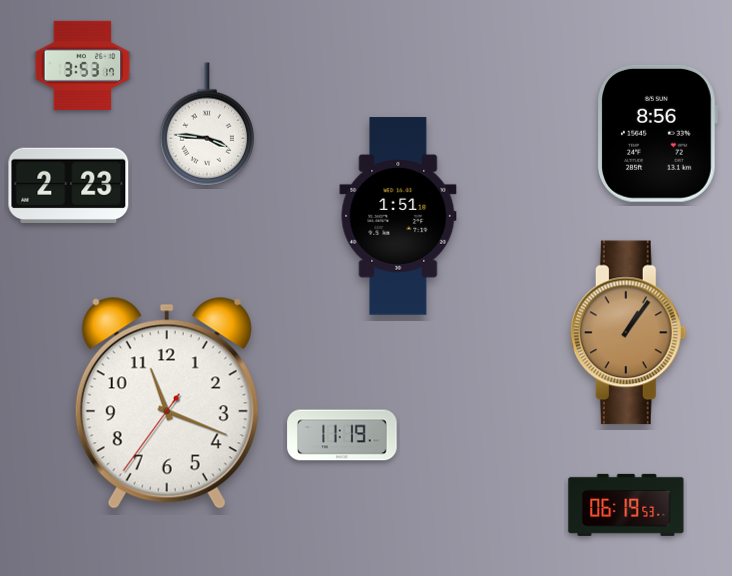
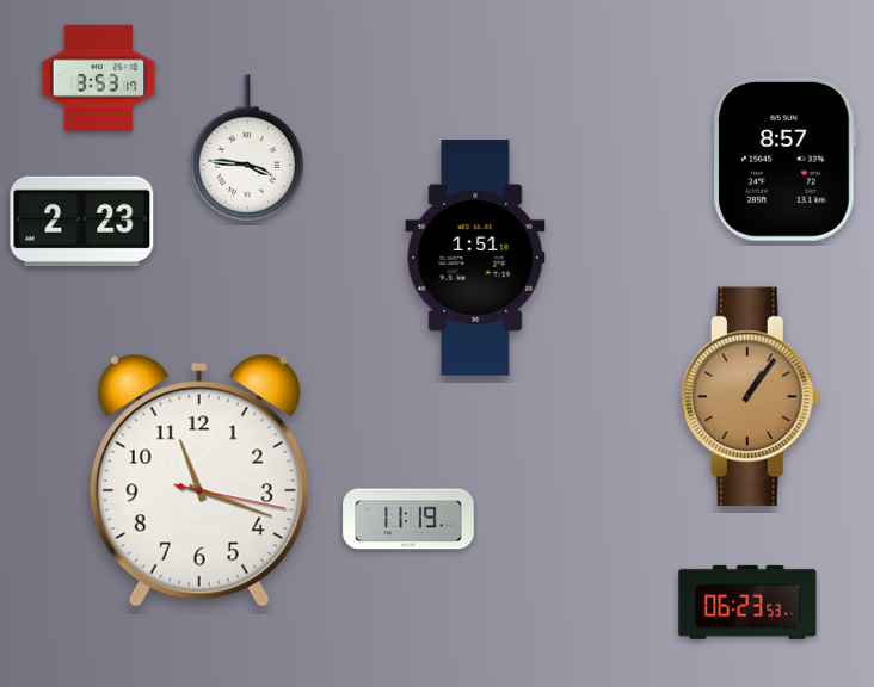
clock at (657, 133): 8:56 -> 8:57
clock at (167, 403): 11:18:36 -> 11:18:17
clock at (626, 505): 06:19 -> 06:23
